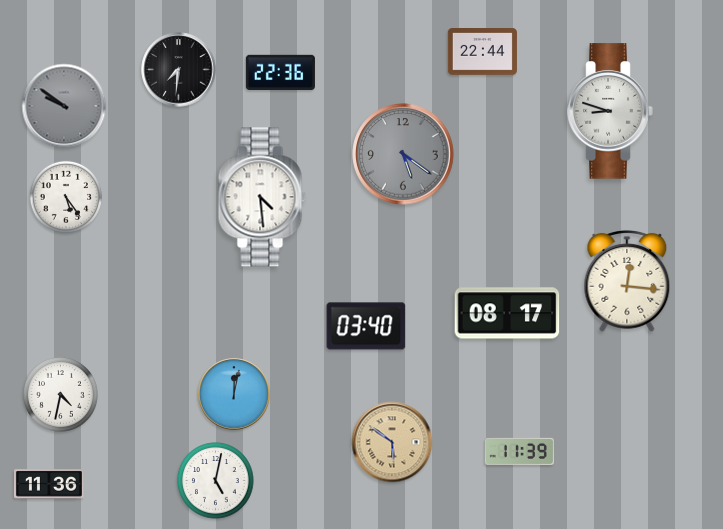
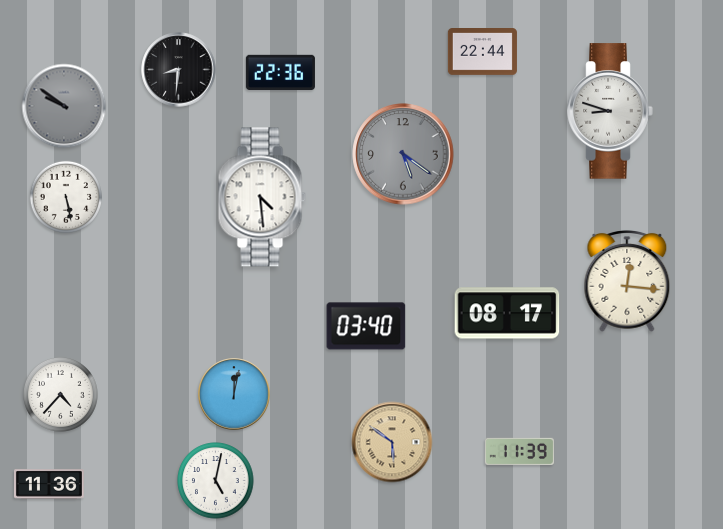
clock at (179, 70): 7:31 -> 8:31
clock at (65, 196): 5:24 -> 5:28
clock at (60, 394): 4:32 -> 4:37
